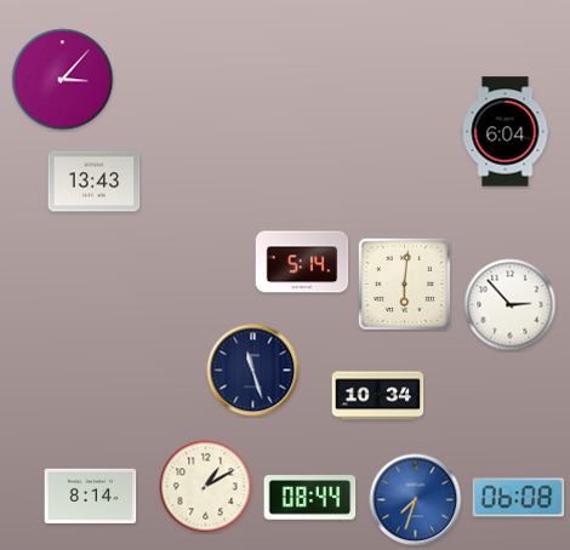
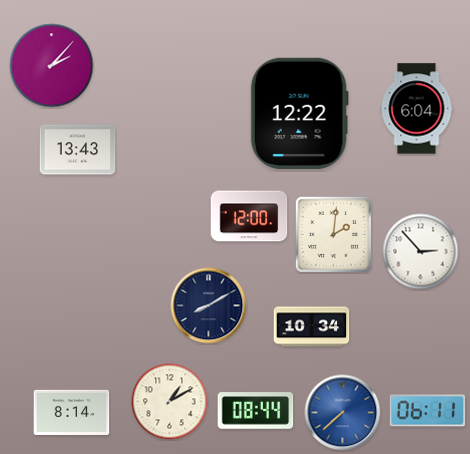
clock at (63, 80): 3:07 -> 2:07
clock at (299, 113): none -> 12:22
clock at (302, 262): 5:14 -> 12:00
clock at (404, 283): 6:01 -> 2:01
clock at (253, 371): 11:27 -> 8:10
clock at (91, 495) position: (91, 495) -> (72, 412)
clock at (519, 498): 06:08 -> 06:11
clock at (416, 500): 7:33 -> 7:38
